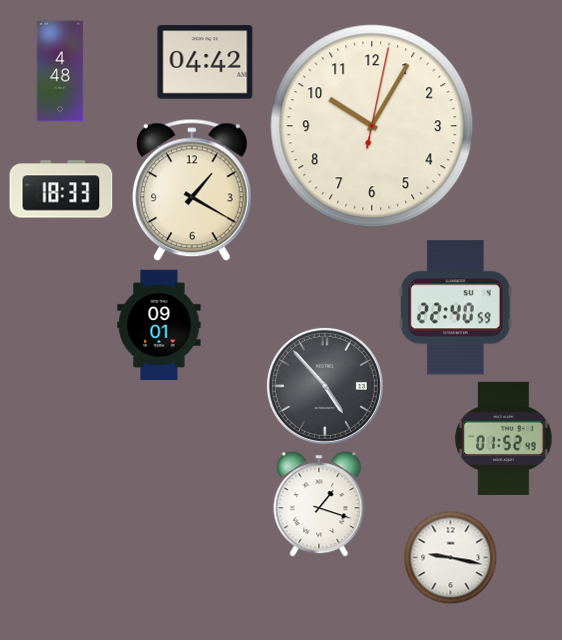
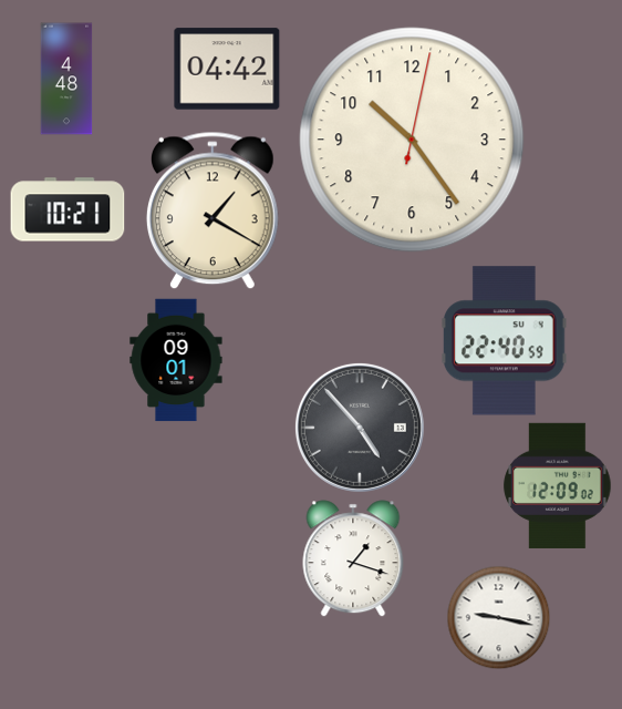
clock at (372, 126): 10:05 -> 10:24
clock at (61, 189): 18:33 -> 10:21
clock at (504, 438): 01:52 -> 12:09
